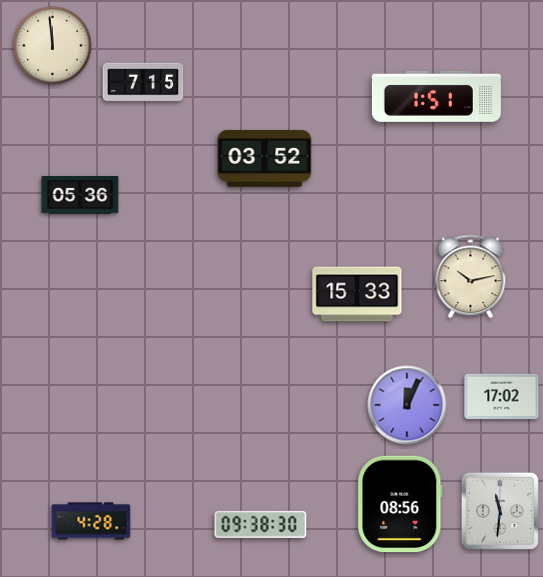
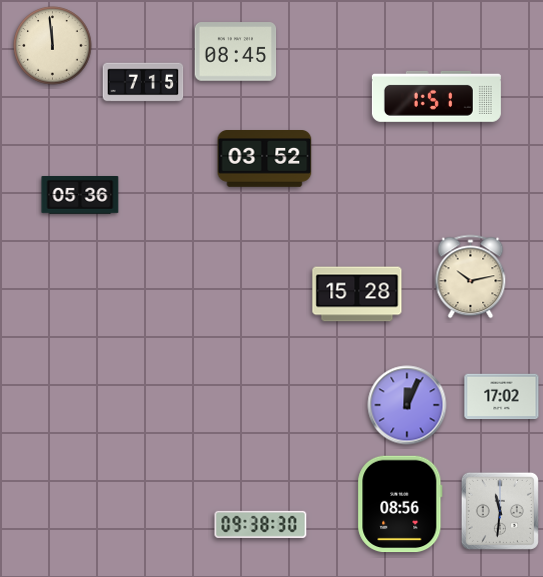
clock at (236, 52): none -> 08:45
clock at (357, 294): 15:33 -> 15:28
clock at (91, 521): 4:28 -> none
